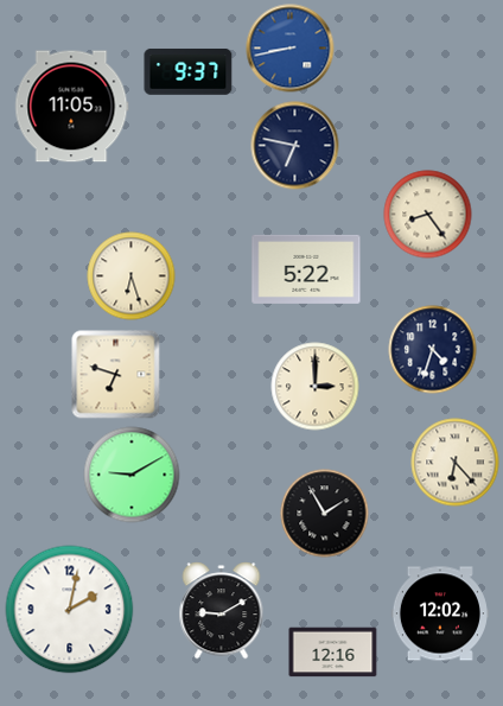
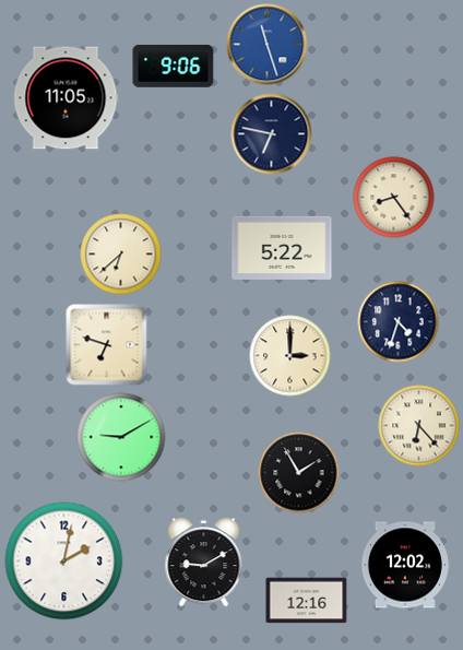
clock at (291, 49): 8:43 -> 11:27
clock at (189, 71): 9:37 -> 9:06
clock at (132, 276): 6:27 -> 6:38
